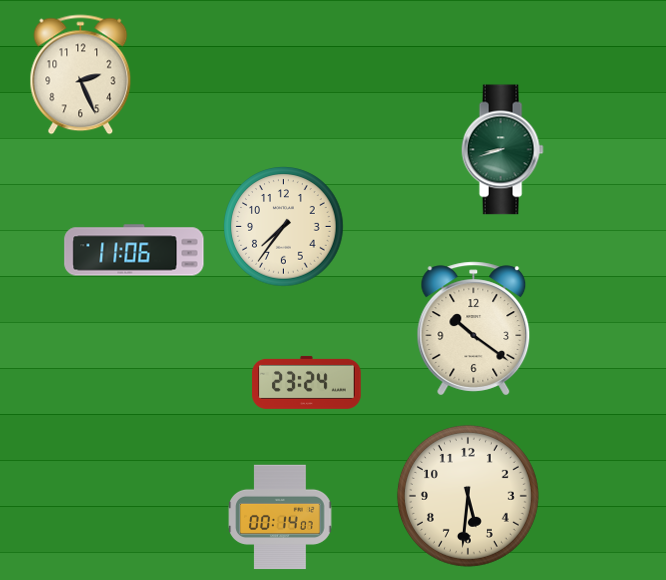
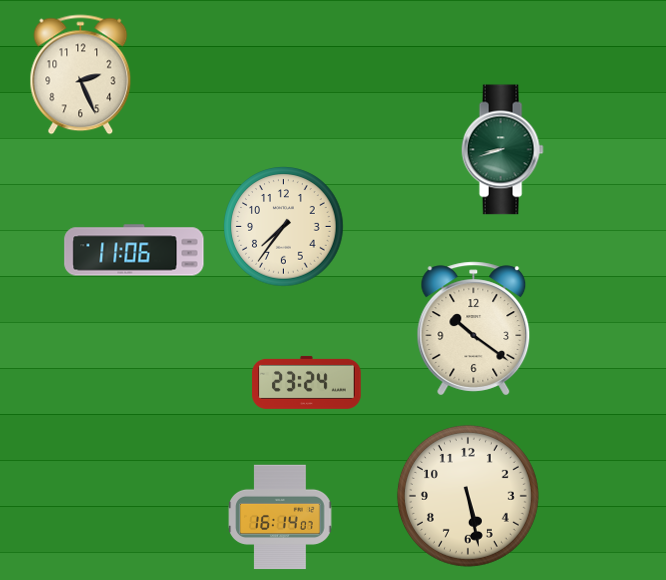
clock at (468, 496): 5:31 -> 5:28
clock at (280, 517): 00:14 -> 16:14
